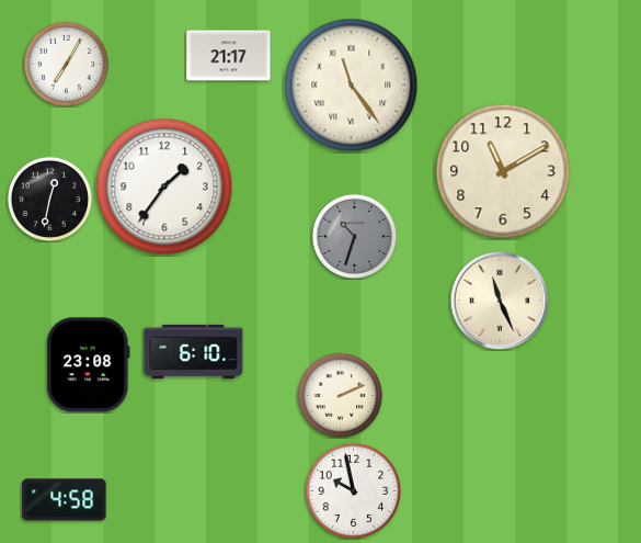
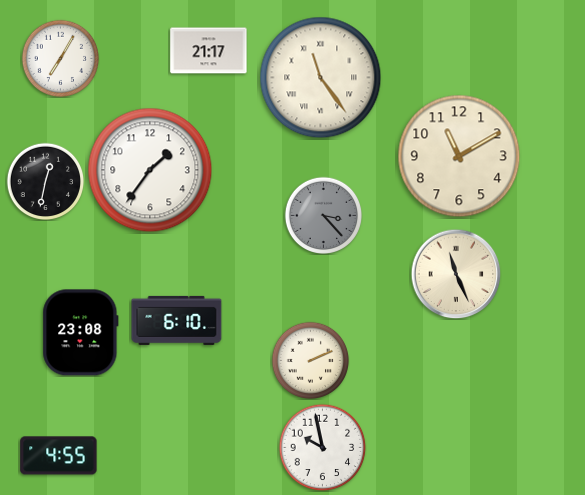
clock at (354, 236): 10:33 -> 3:23
clock at (65, 500): 4:58 -> 4:55
